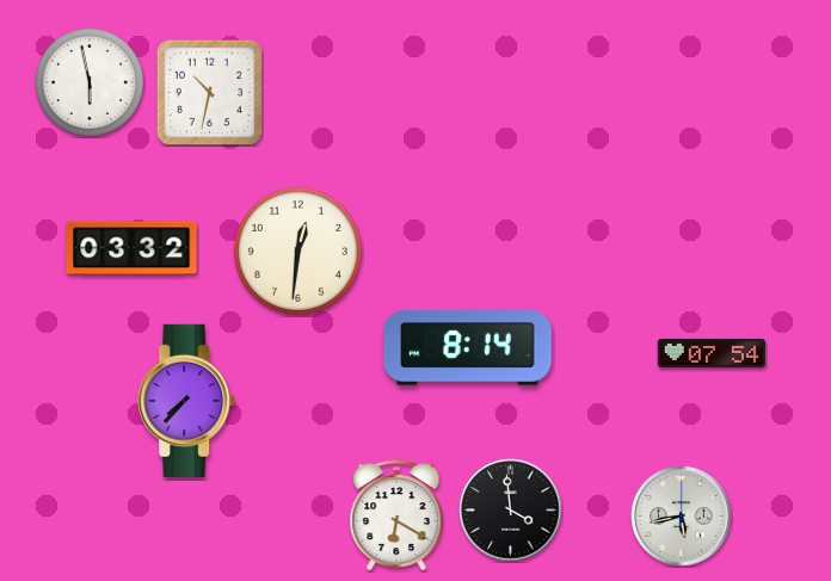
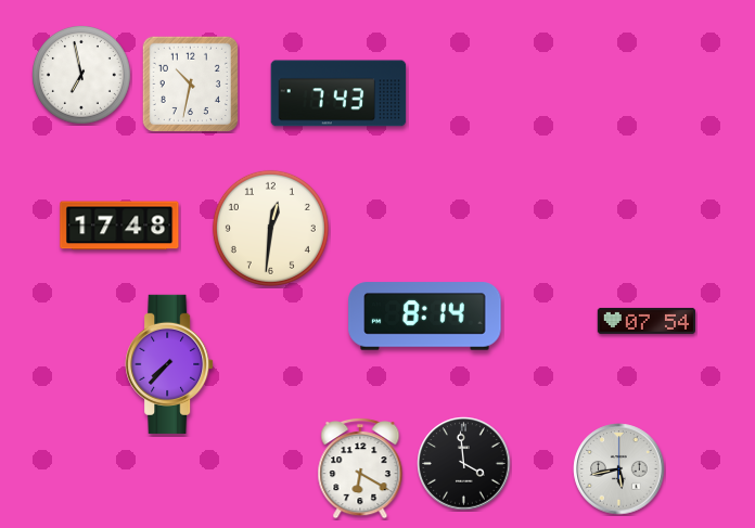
clock at (91, 84): 5:58 -> 6:58
clock at (338, 93): none -> 7:43
clock at (131, 248): 03:32 -> 17:48
